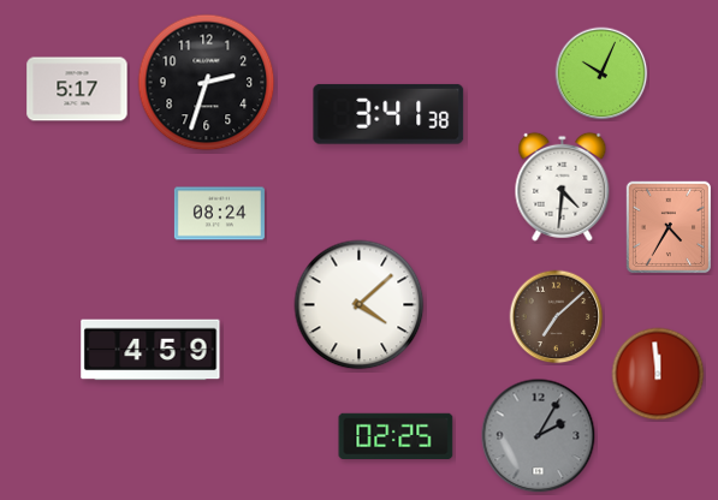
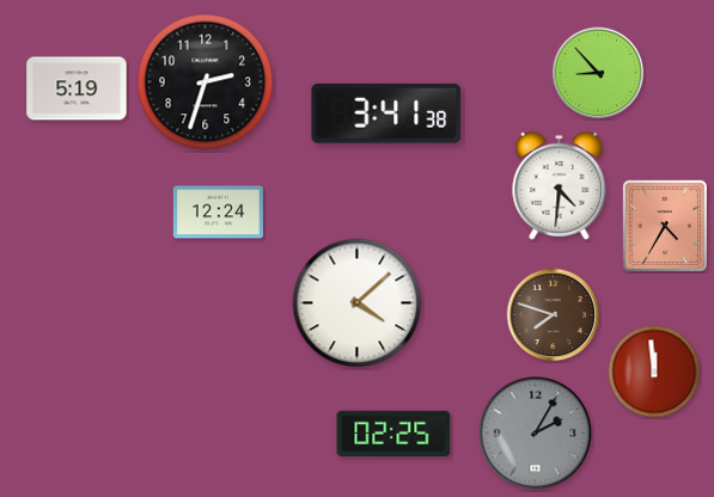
clock at (601, 73): 10:04 -> 8:53
clock at (77, 89): 5:17 -> 5:19
clock at (219, 214): 08:24 -> 12:24
clock at (557, 317): 7:08 -> 7:48
clock at (150, 350): 4:59 -> none
